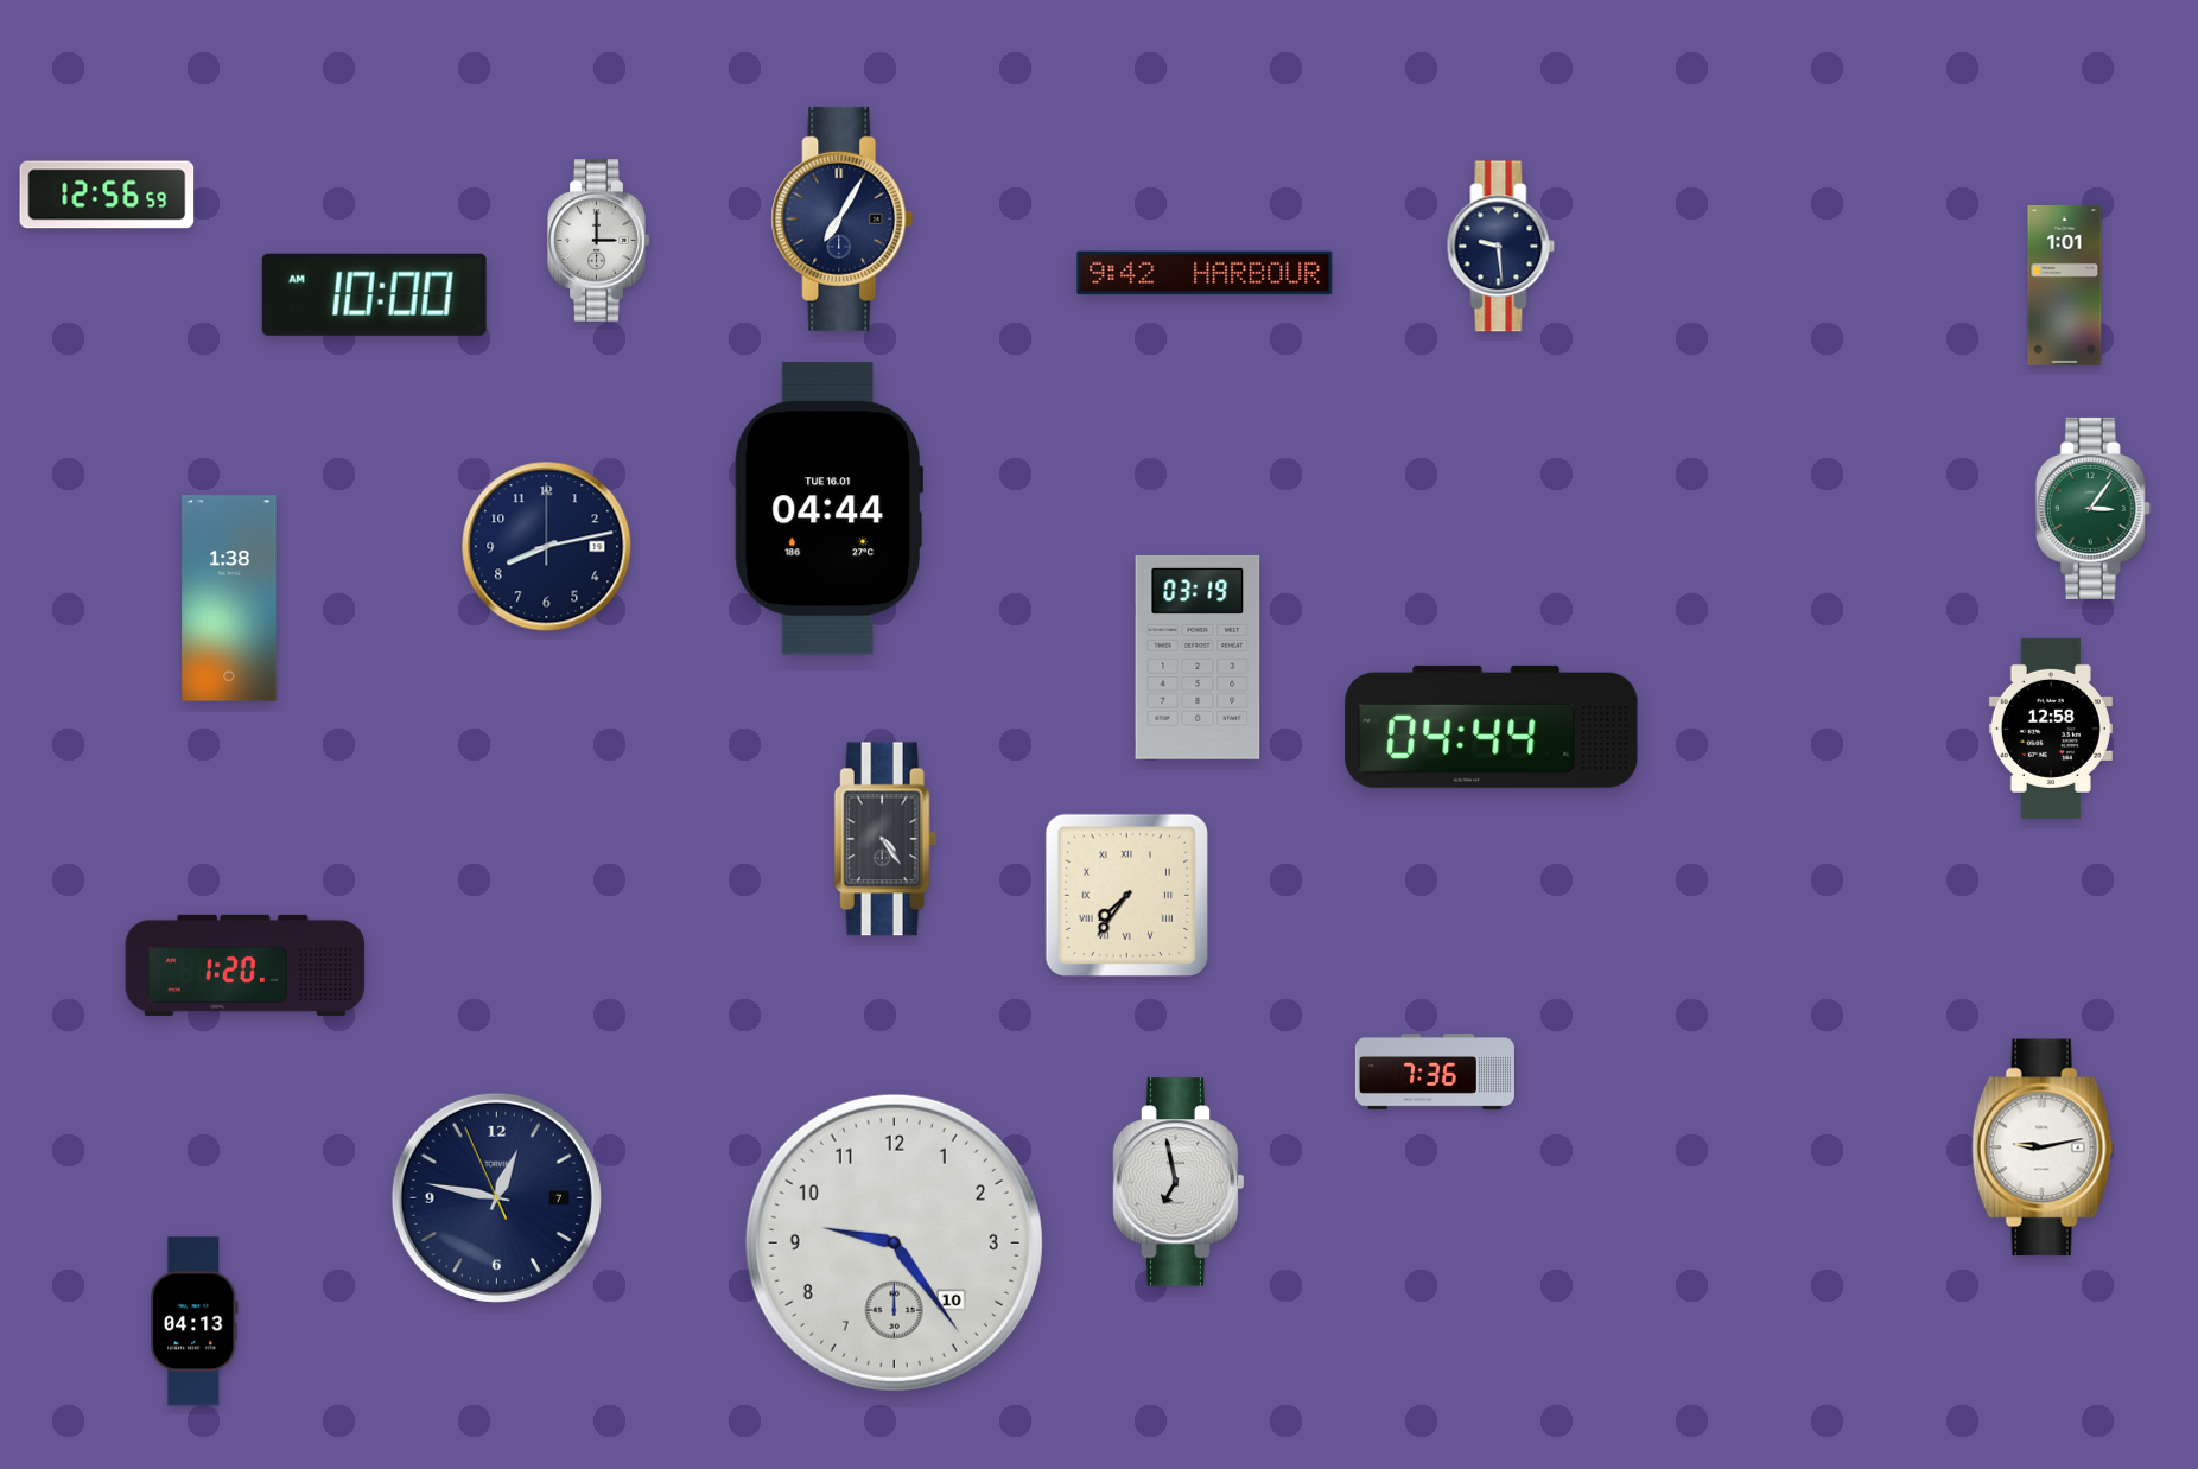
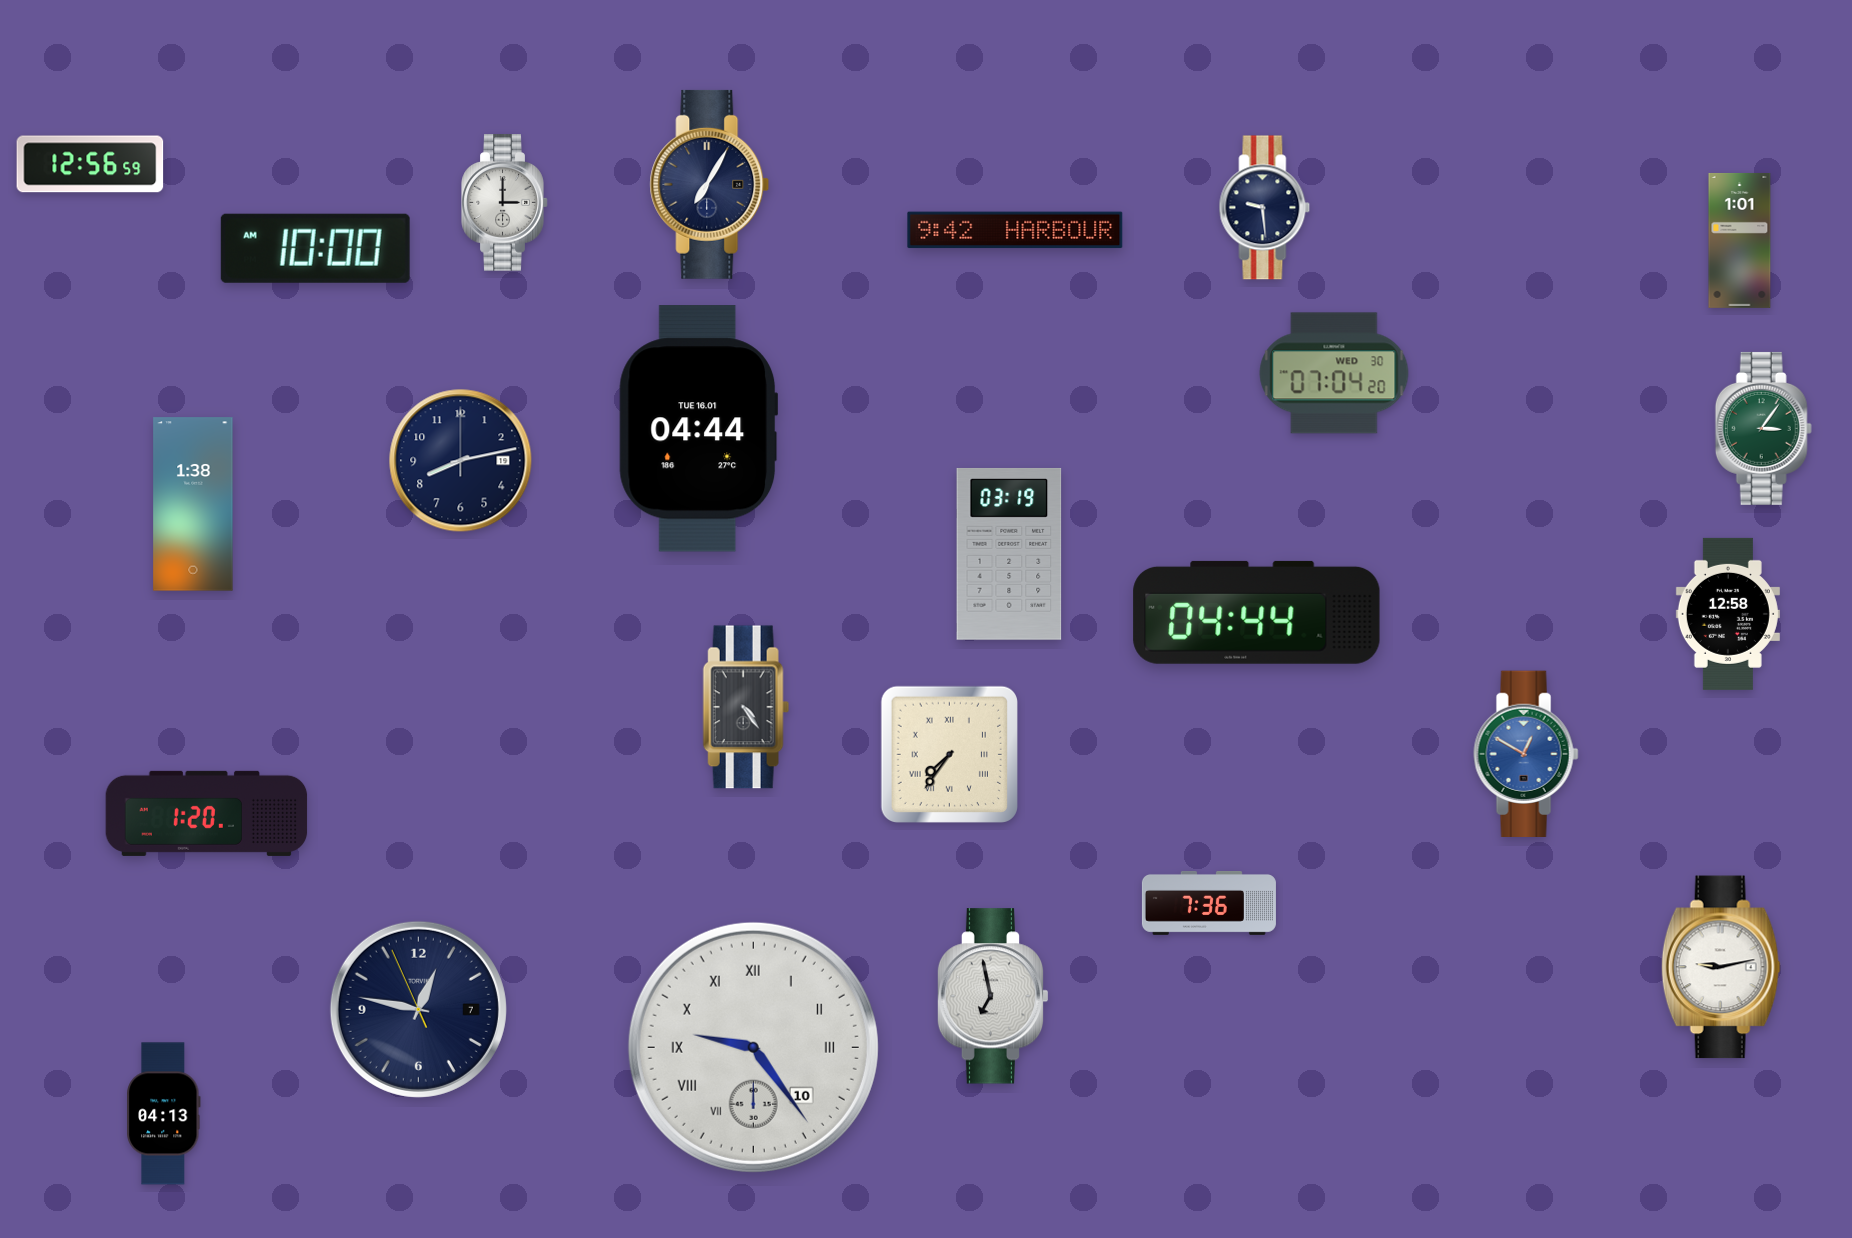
clock at (1334, 373): none -> 07:04
clock at (1526, 753): none -> 12:50
clock at (894, 1242) numerals: Arabic -> Roman
